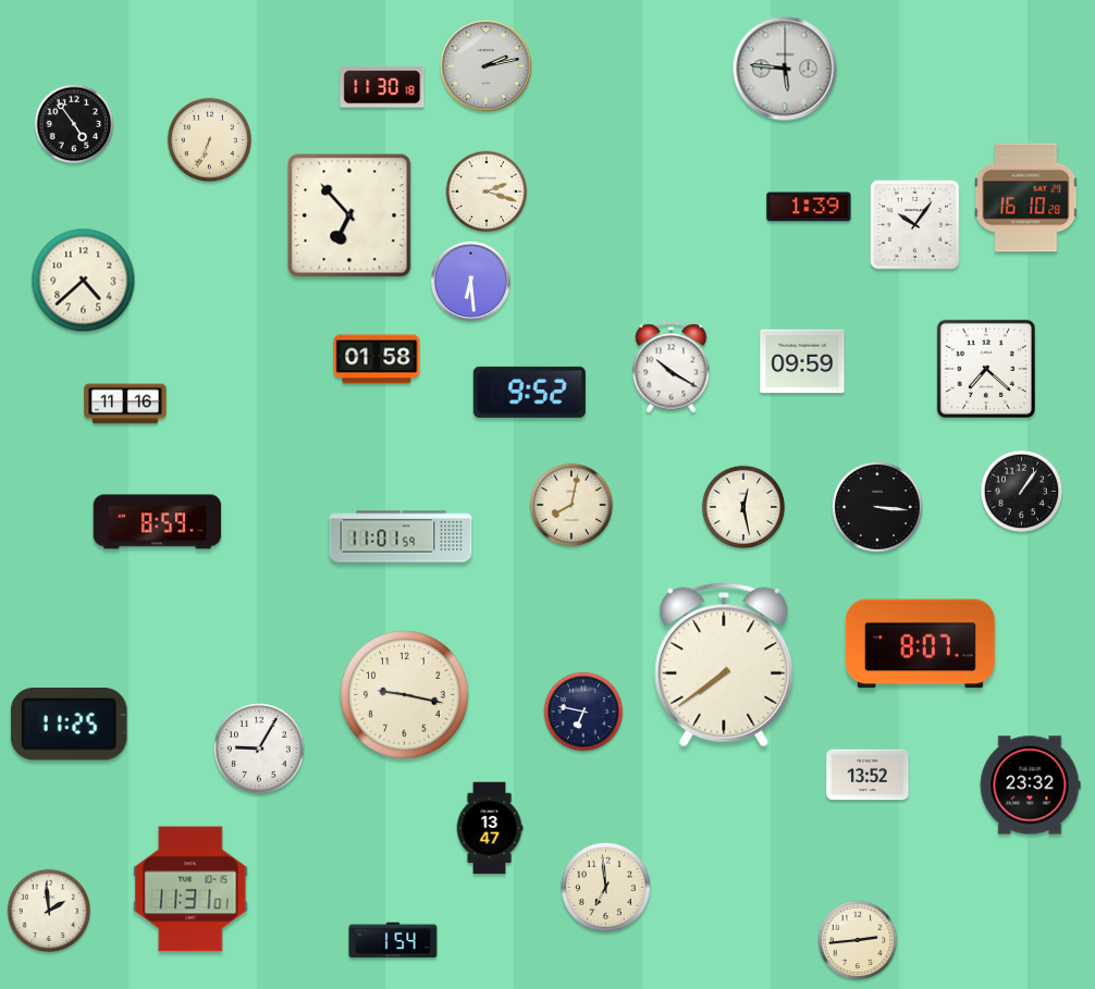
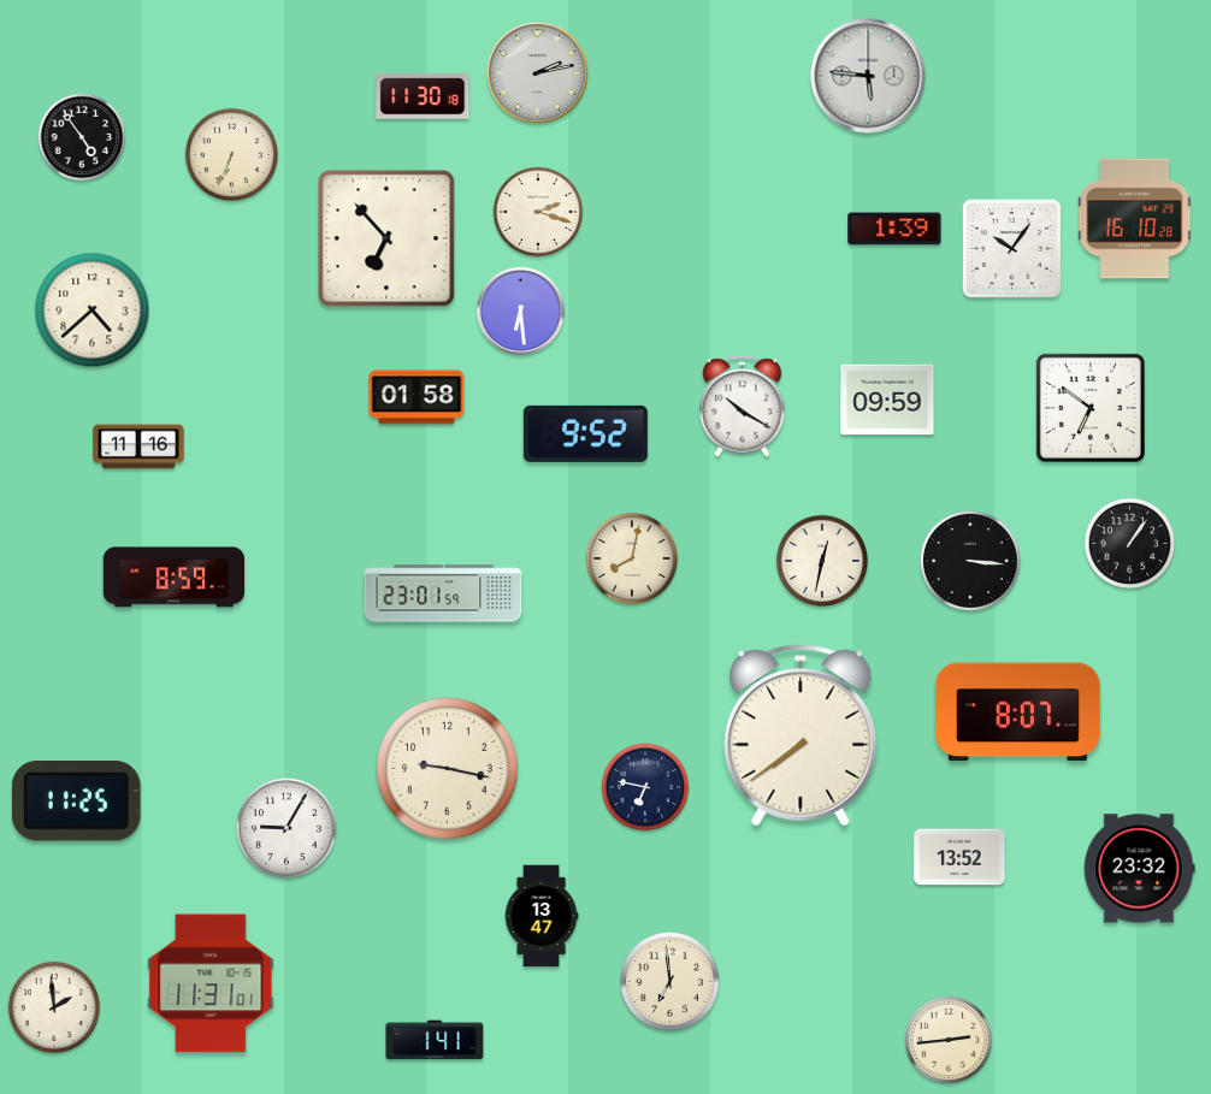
clock at (985, 368): 7:22 -> 6:51
clock at (743, 507): 12:28 -> 12:32
clock at (401, 536): 11:01 -> 23:01
clock at (393, 940): 1:54 -> 1:41
